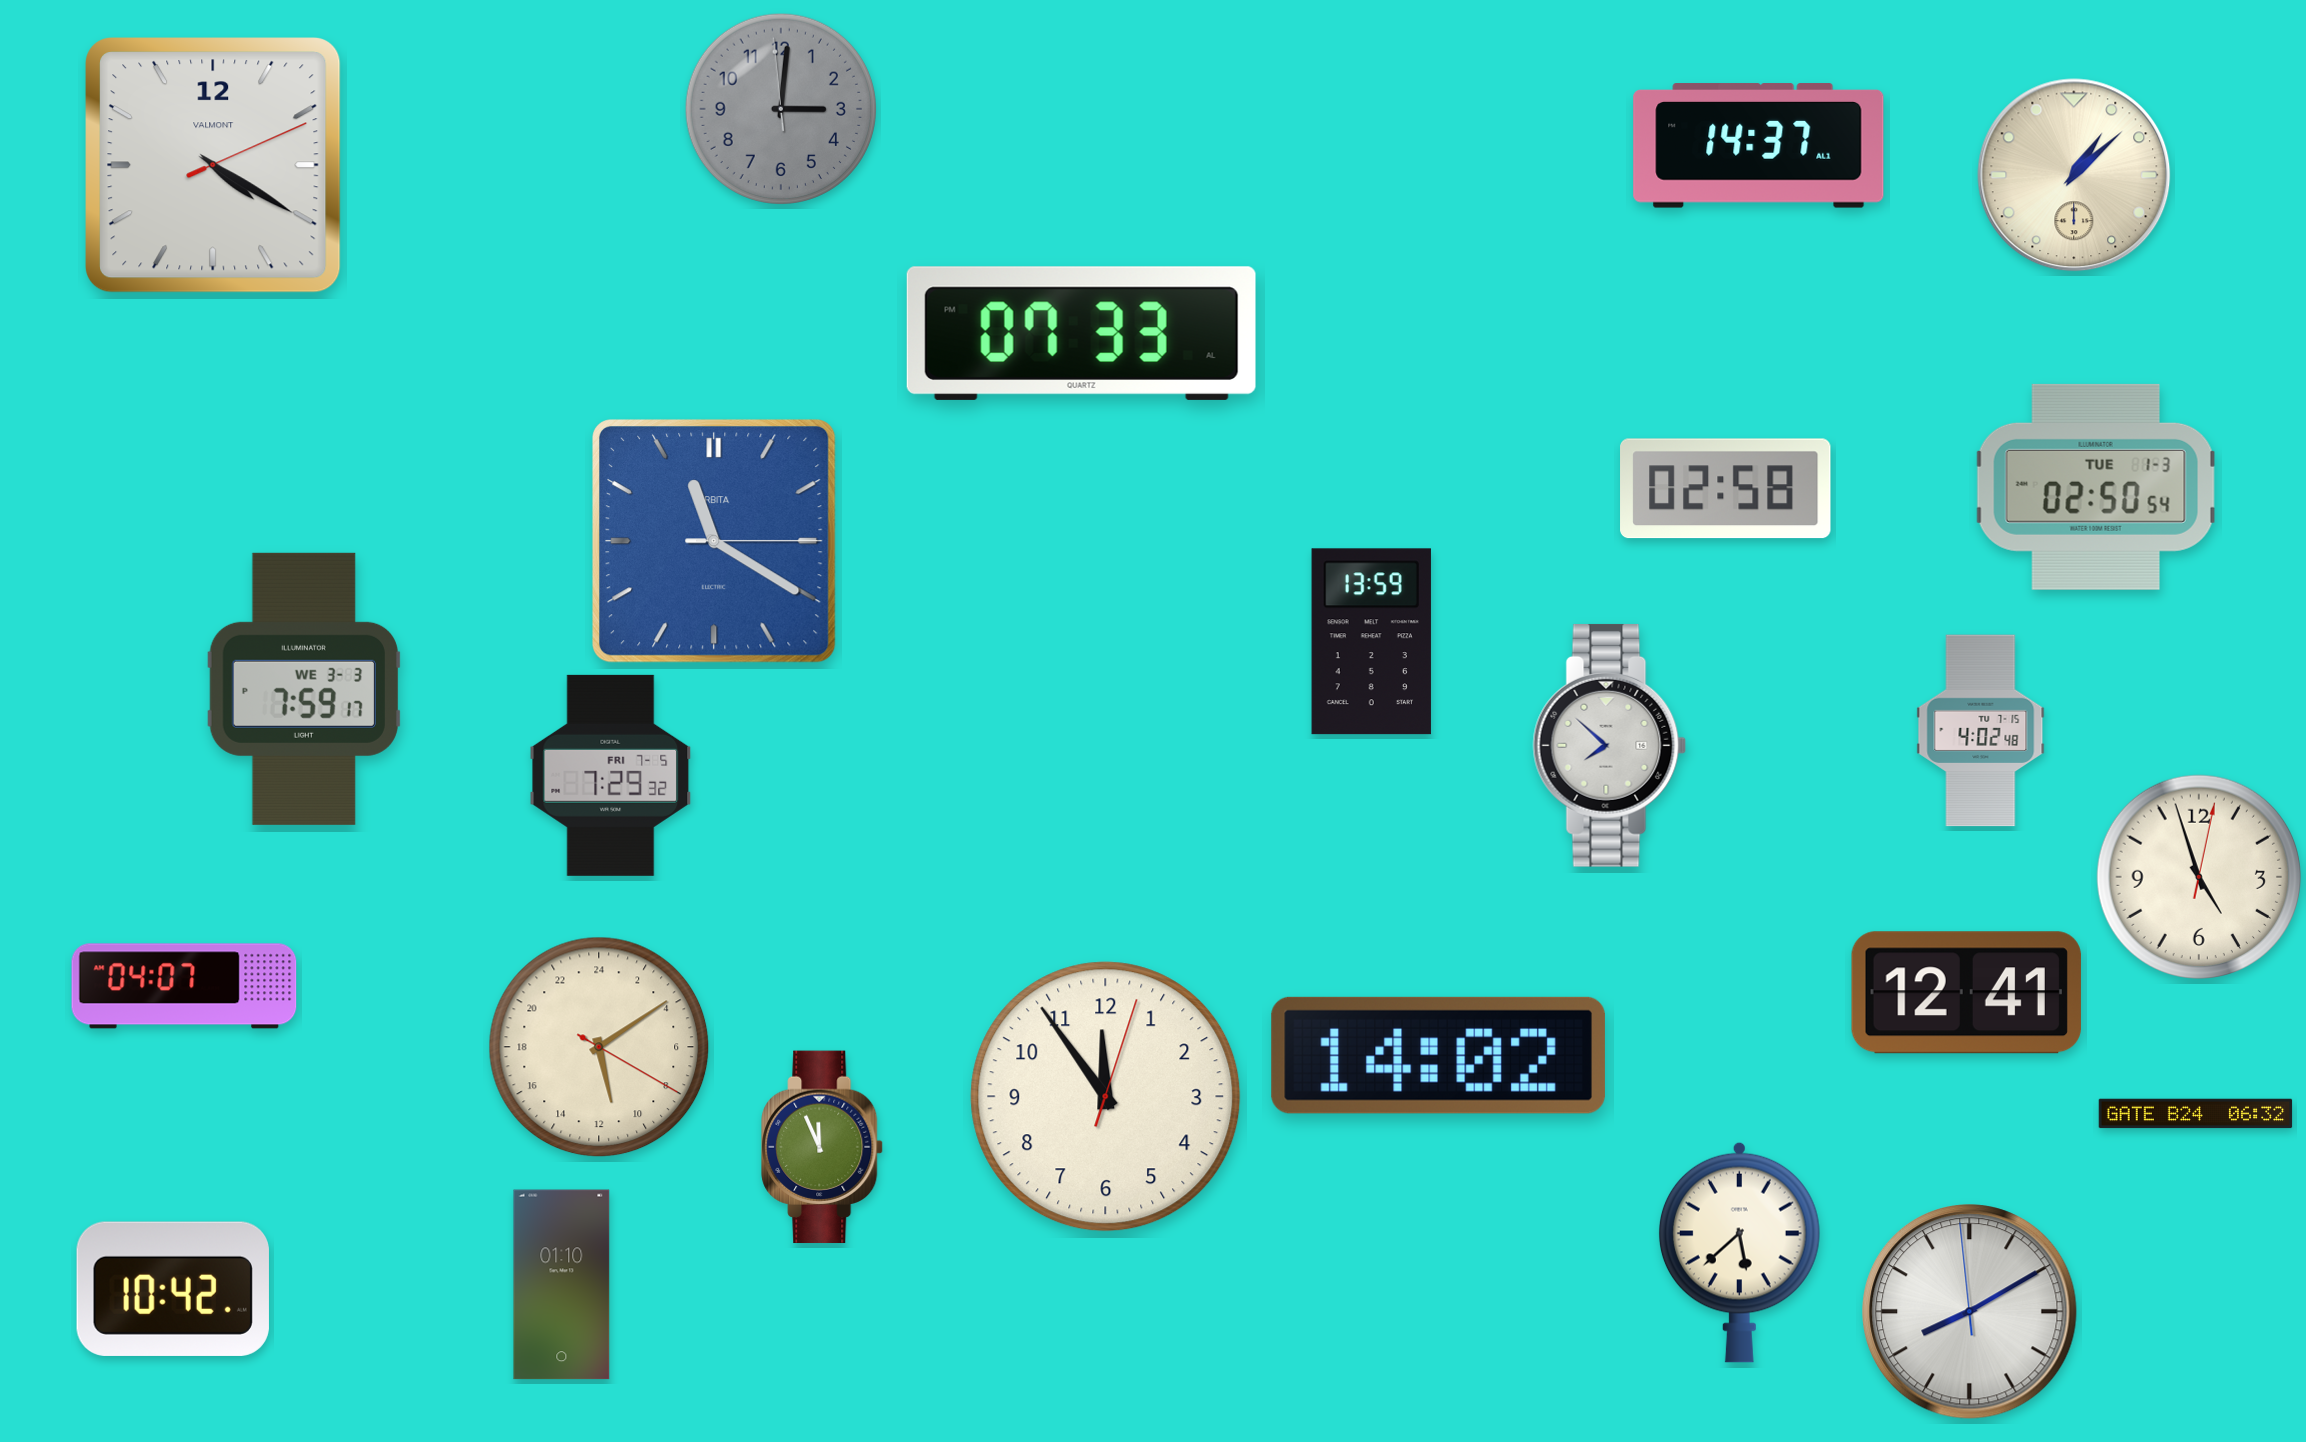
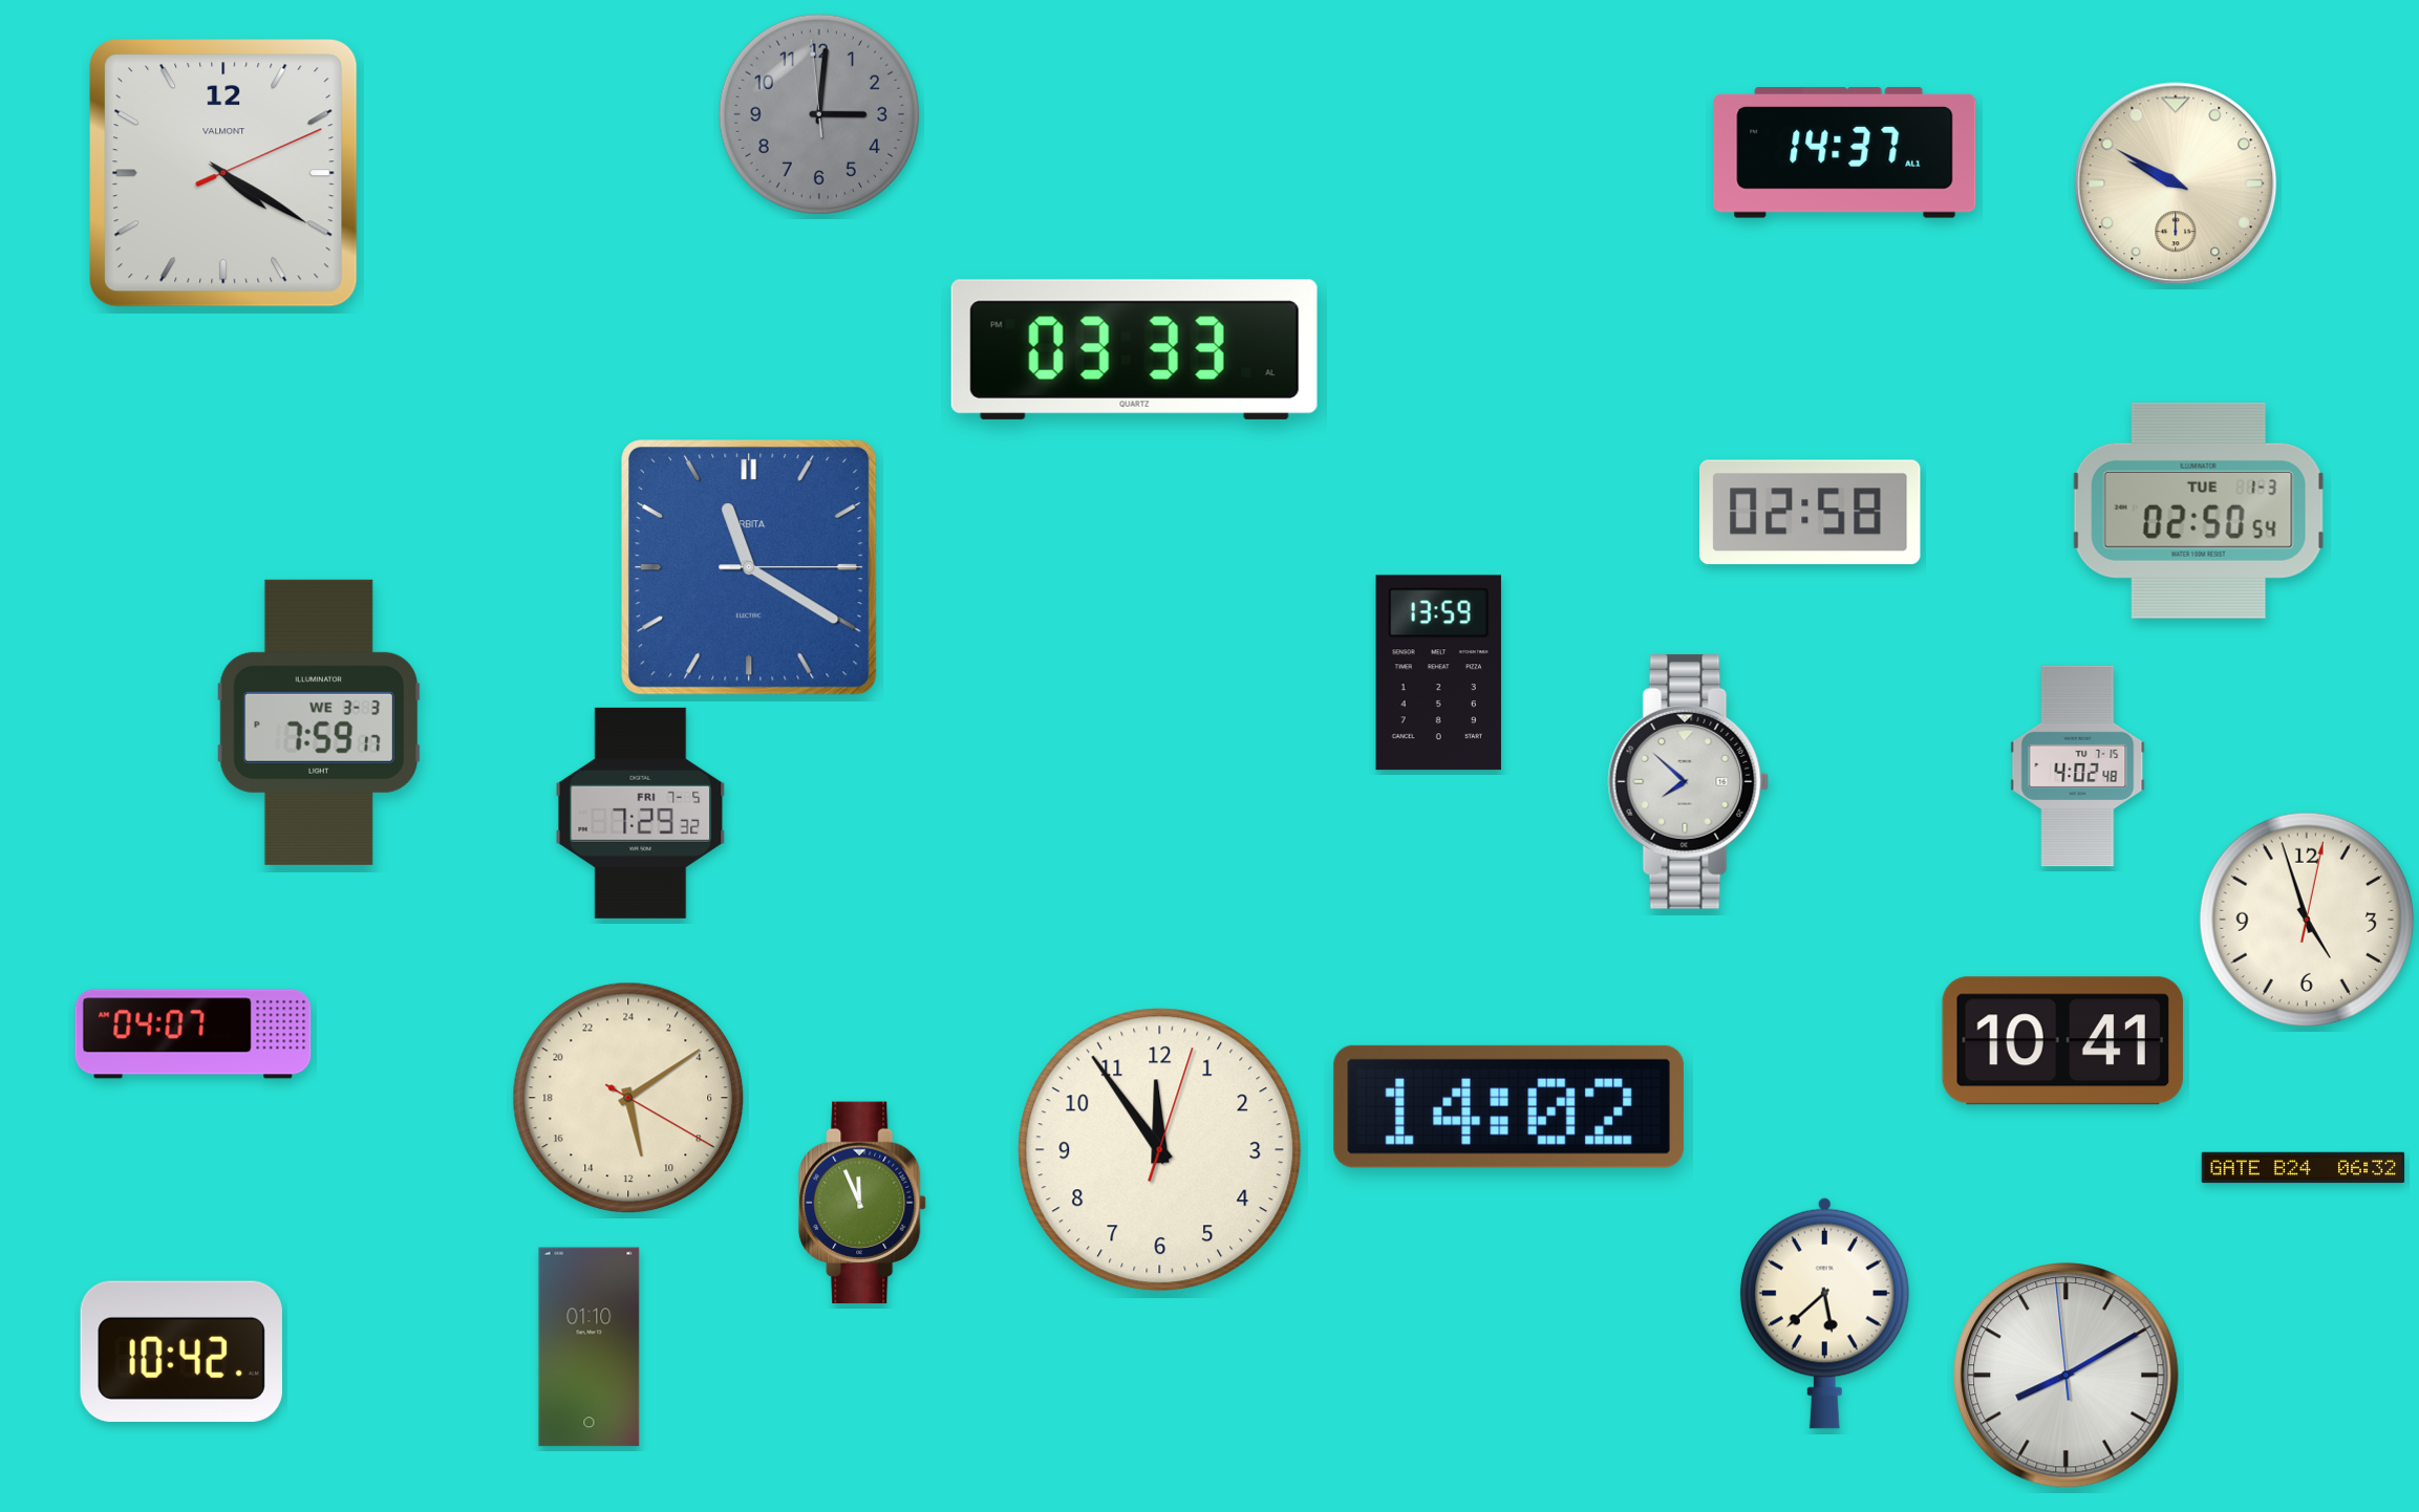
clock at (2074, 175): 1:08 -> 9:50
clock at (1081, 333): 07:33 -> 03:33
clock at (1966, 993): 12:41 -> 10:41
